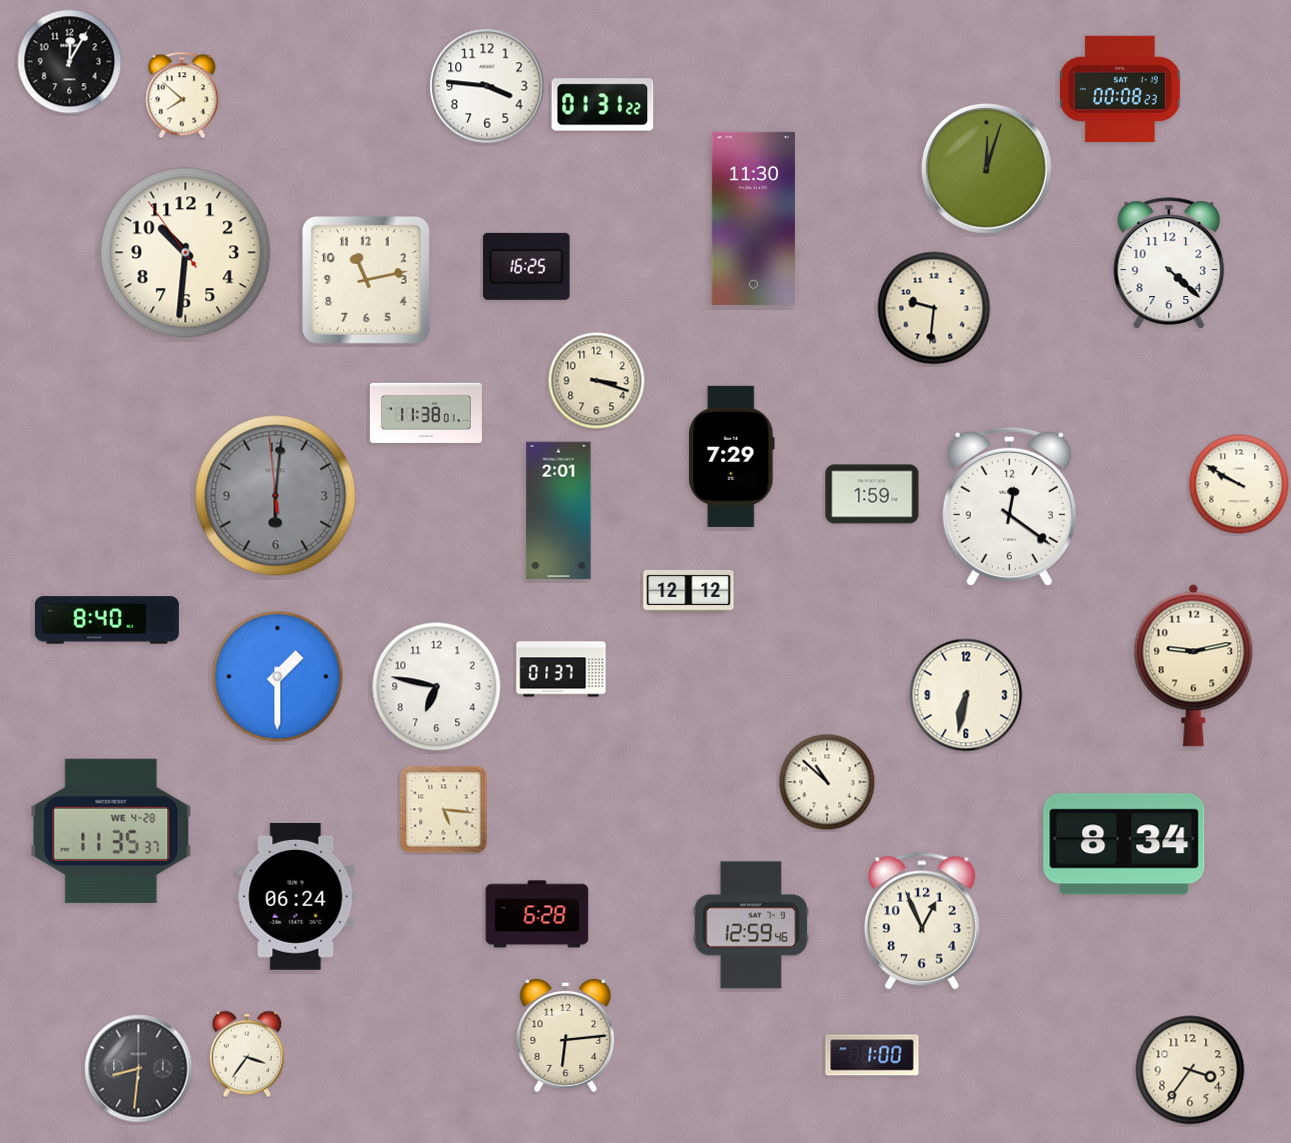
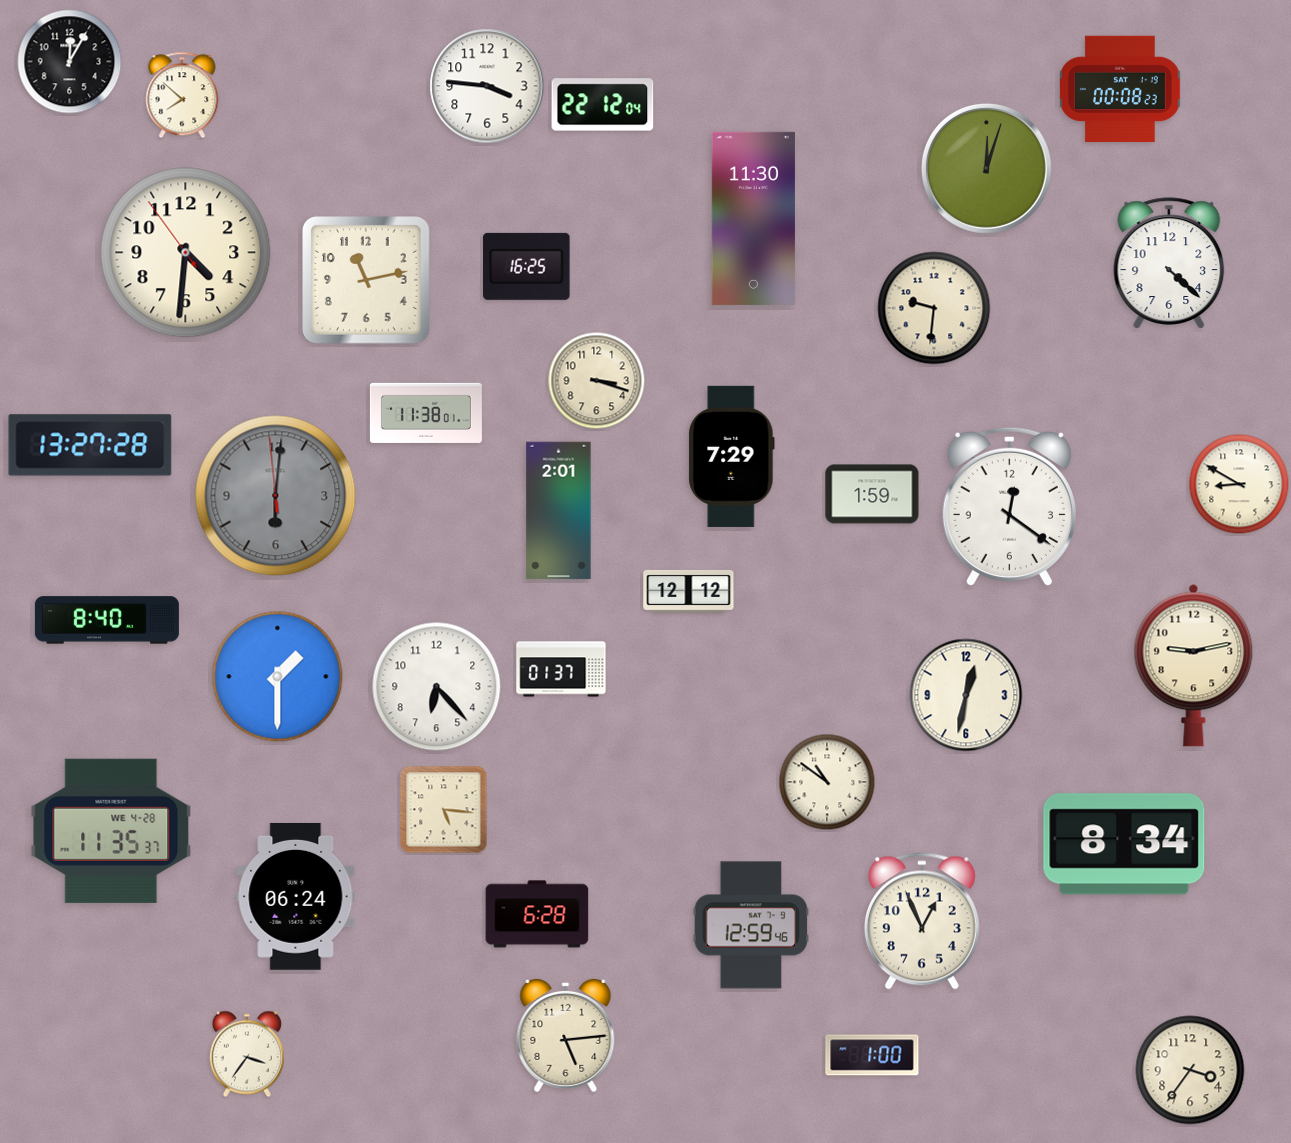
clock at (603, 105): 01:31 -> 22:12
clock at (186, 253): 10:30 -> 4:30
clock at (90, 445): none -> 13:27
clock at (1239, 484): 9:50 -> 8:50
clock at (437, 687): 6:47 -> 6:23
clock at (966, 695): 6:32 -> 12:32
clock at (827, 782): 10:52 -> 10:51
clock at (566, 1035): 6:14 -> 5:14
clock at (139, 1069): 8:31 -> none
